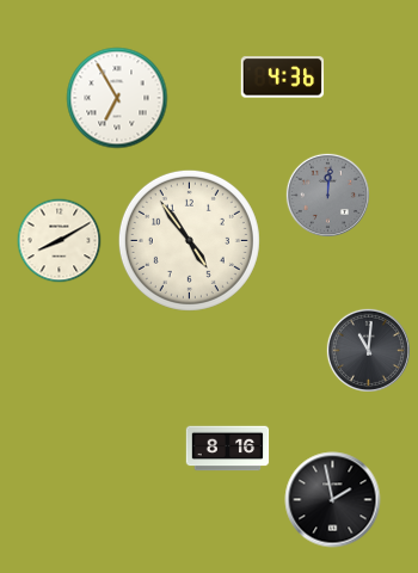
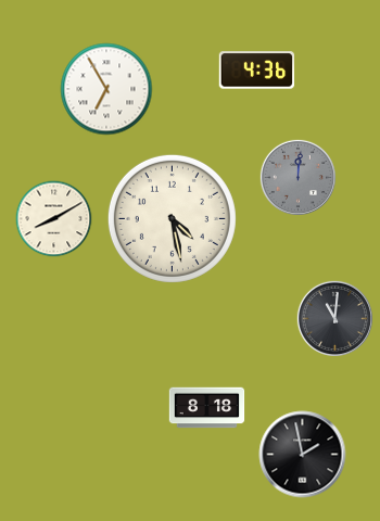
clock at (189, 240): 4:54 -> 4:28
clock at (228, 449): 8:16 -> 8:18
